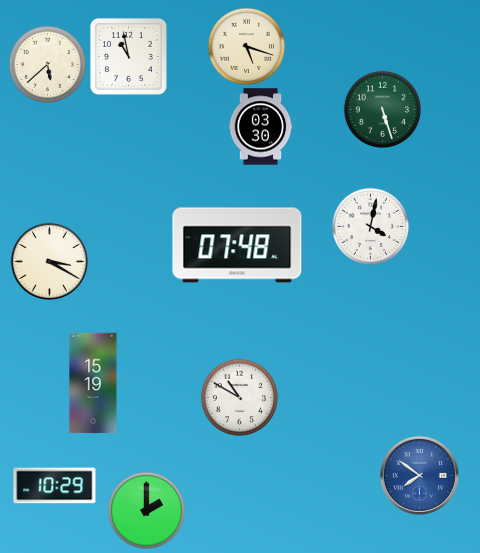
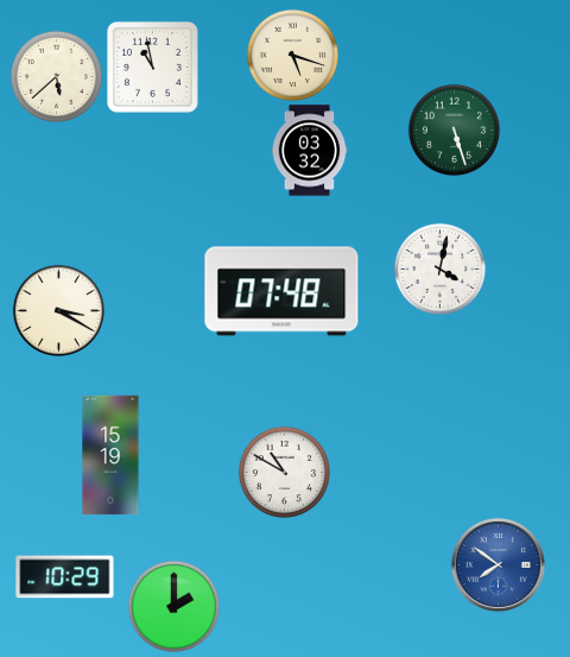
clock at (261, 127): 03:30 -> 03:32
